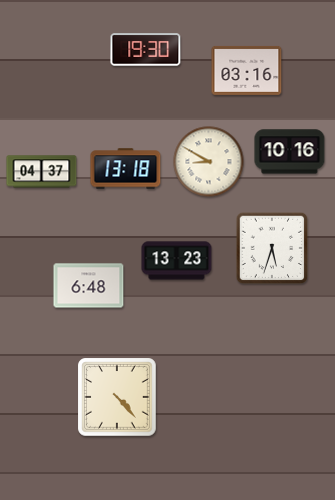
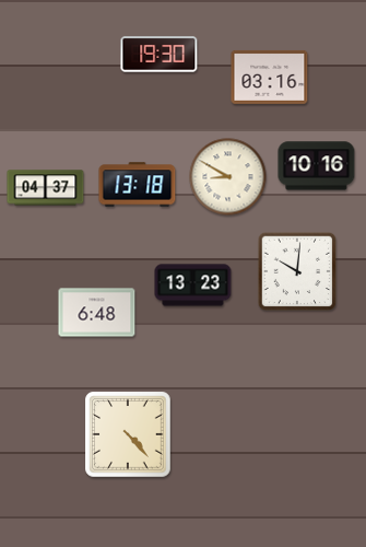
clock at (272, 248): 5:33 -> 10:01
